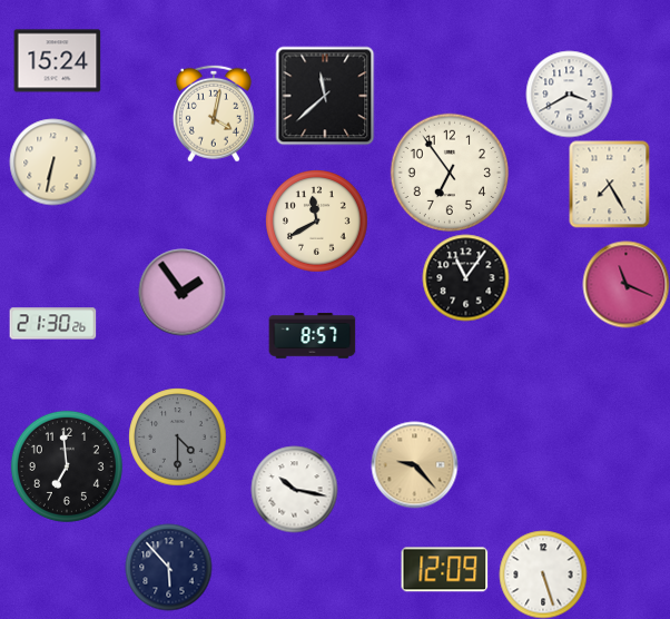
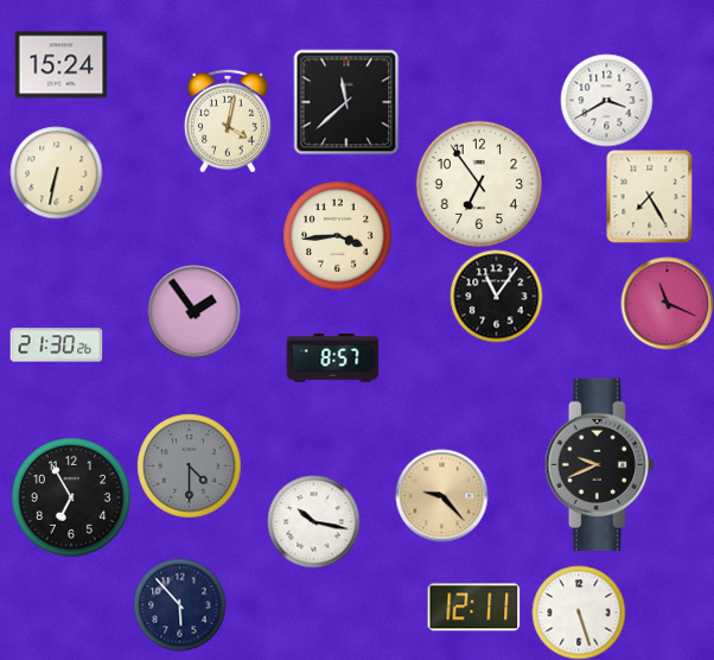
clock at (317, 222): 11:40 -> 3:44
clock at (599, 465): none -> 9:41
clock at (67, 466): 6:59 -> 6:55
clock at (444, 570): 12:09 -> 12:11
